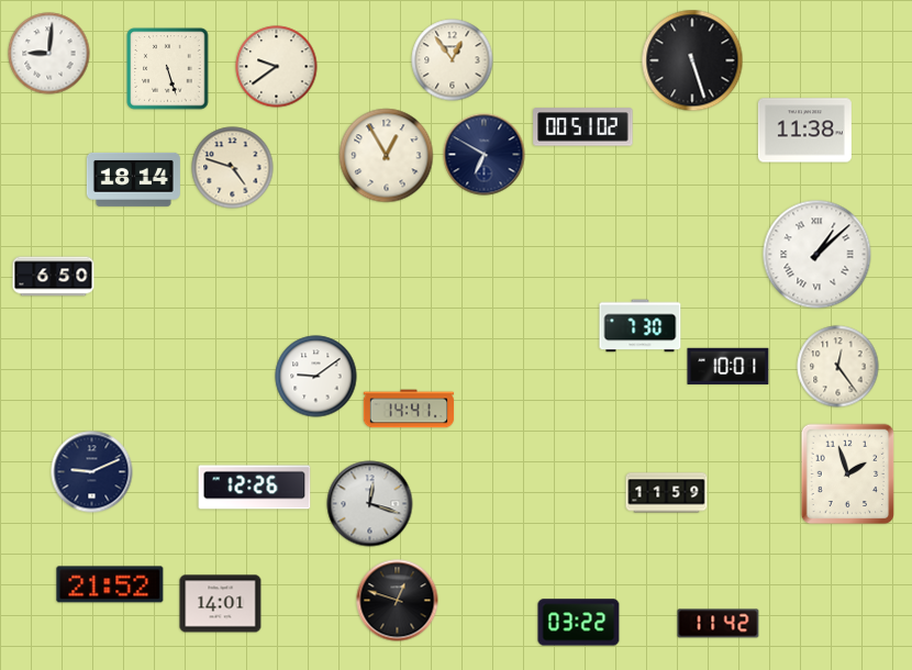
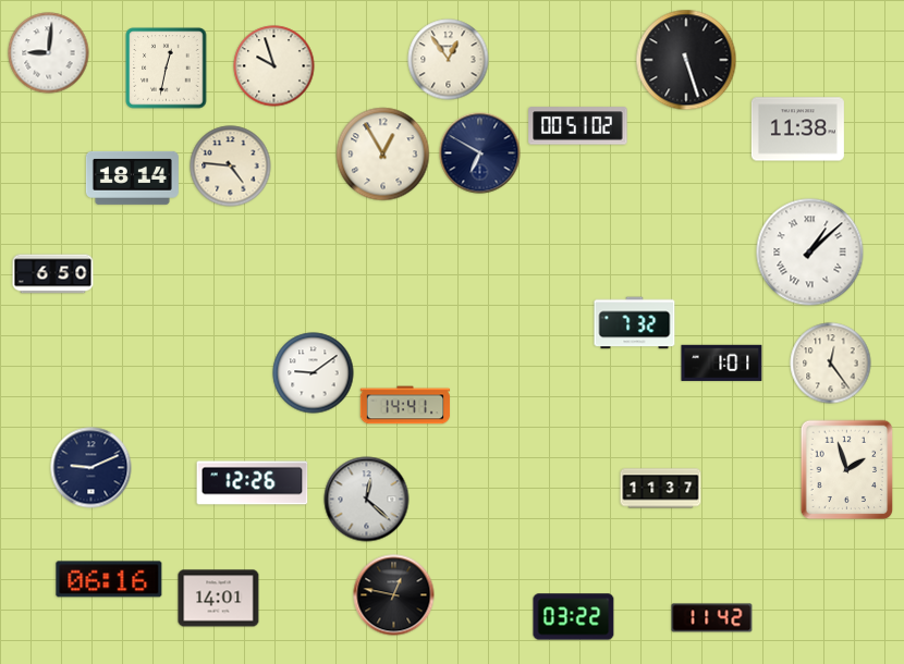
clock at (277, 67): 9:39 -> 9:57
clock at (168, 69): 5:27 -> 12:32
clock at (233, 168): 4:48 -> 4:46
clock at (641, 326): 7:30 -> 7:32
clock at (729, 366): 10:01 -> 1:01
clock at (848, 474) position: (848, 474) -> (847, 470)
clock at (667, 493): 11:59 -> 11:37
clock at (370, 504): 12:18 -> 12:22
clock at (110, 584): 21:52 -> 06:16
clock at (398, 601): 12:48 -> 12:47
